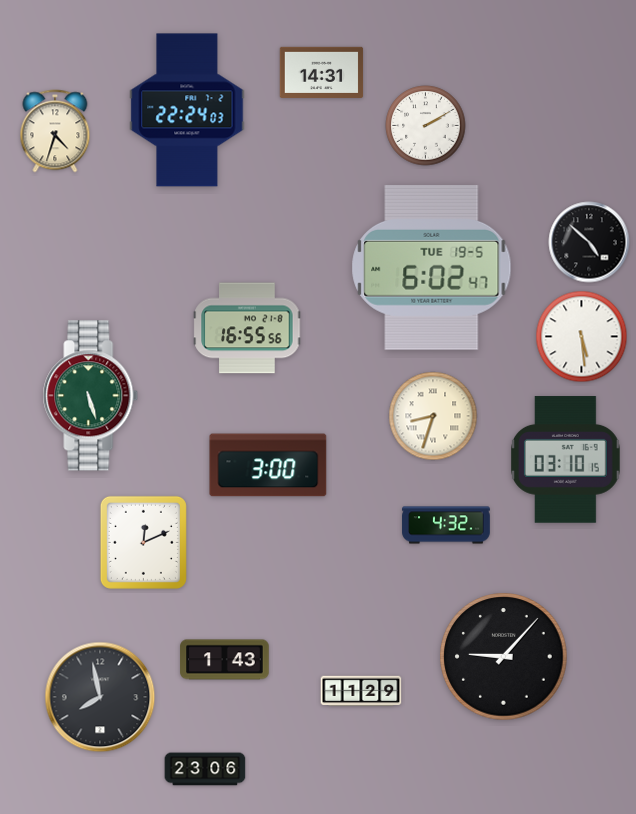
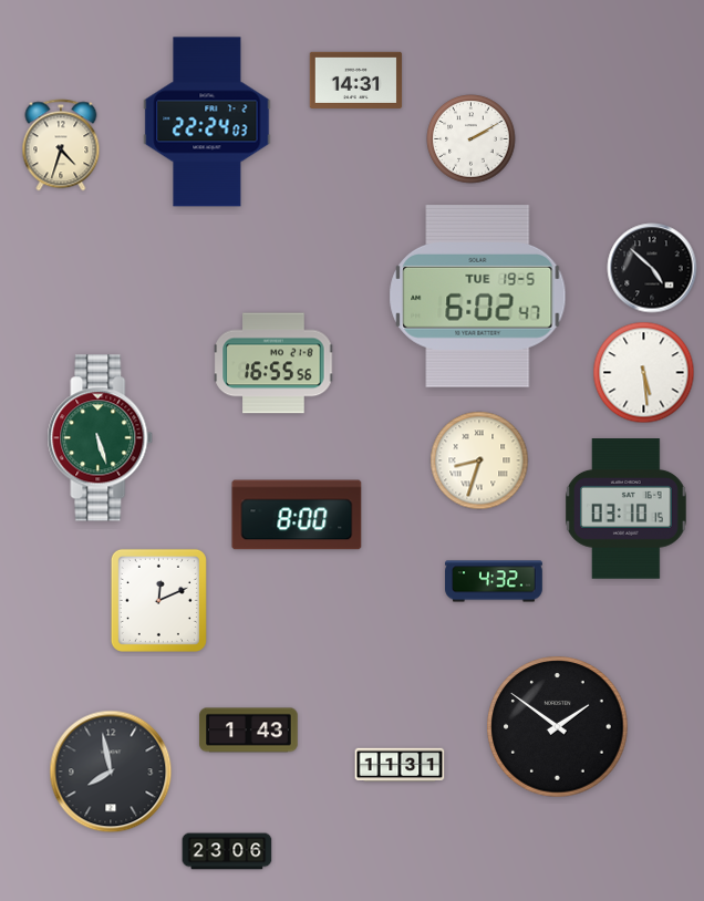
clock at (268, 465): 3:00 -> 8:00
clock at (504, 657): 9:07 -> 1:51
clock at (361, 691): 11:29 -> 11:31
